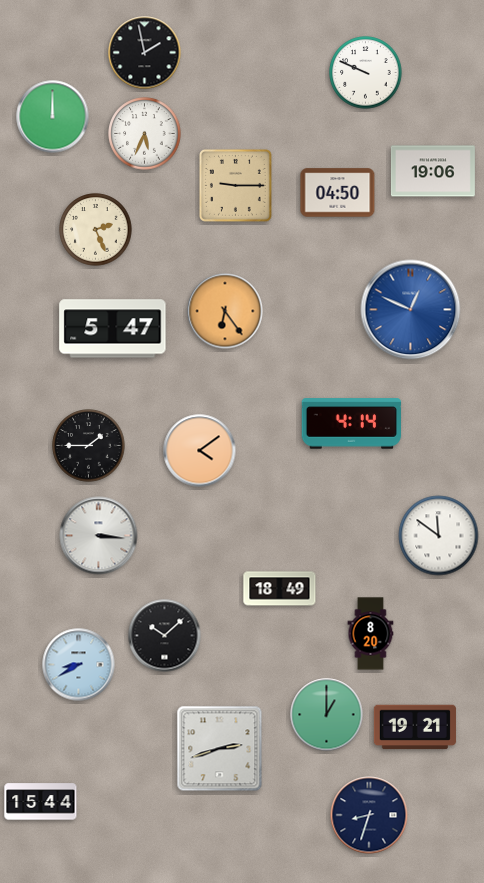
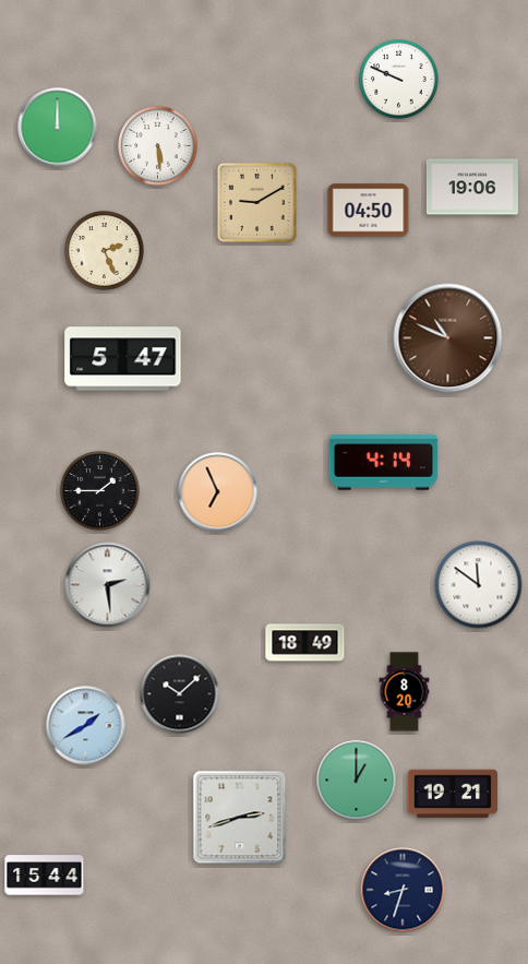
clock at (145, 53): 1:58 -> none
clock at (145, 134): 5:34 -> 5:29
clock at (235, 185): 9:15 -> 9:10
clock at (411, 310): 12:49 -> 10:49
clock at (411, 310) dial: blue -> brown
clock at (225, 311): 6:24 -> none
clock at (89, 446) position: (89, 446) -> (100, 491)
clock at (200, 451): 4:09 -> 6:56
clock at (99, 536): 3:16 -> 2:29
clock at (79, 665): 8:40 -> 1:40
